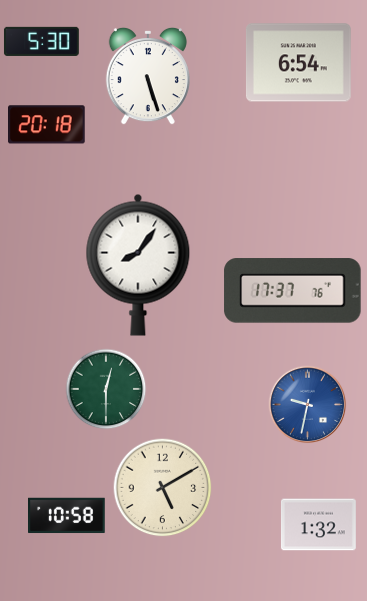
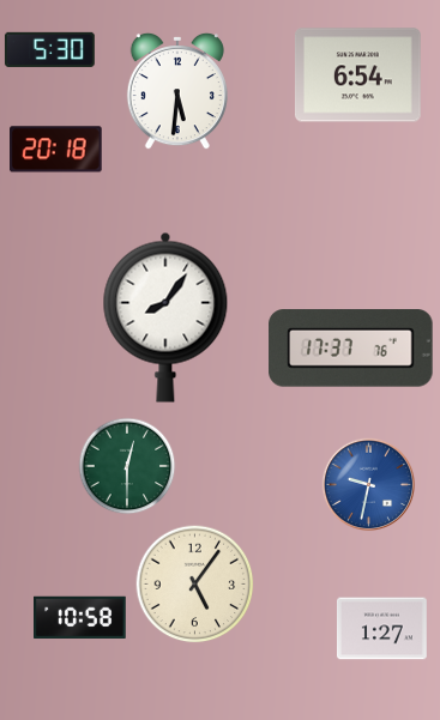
clock at (148, 76): 5:27 -> 5:31
clock at (163, 488): 5:10 -> 5:06
clock at (318, 525): 1:32 -> 1:27
